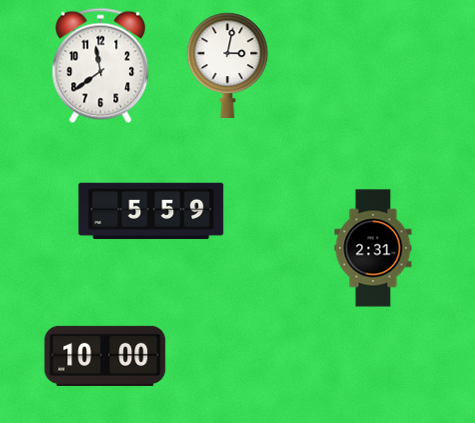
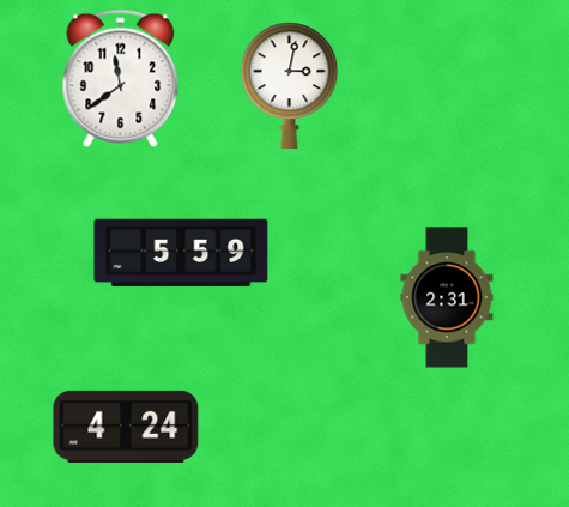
clock at (228, 65) position: (228, 65) -> (290, 85)
clock at (105, 356): 10:00 -> 4:24
